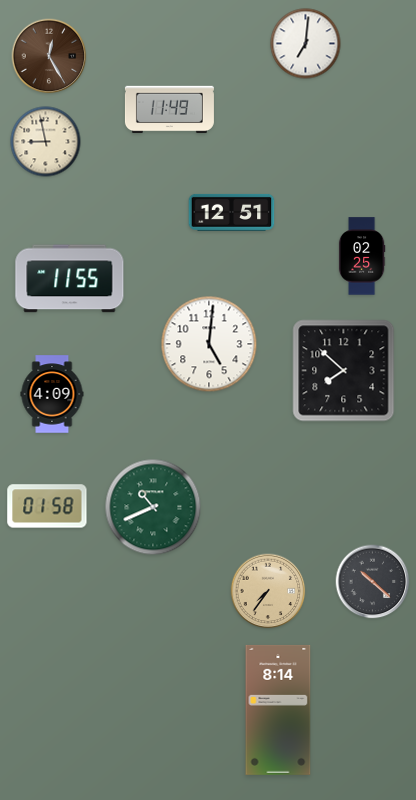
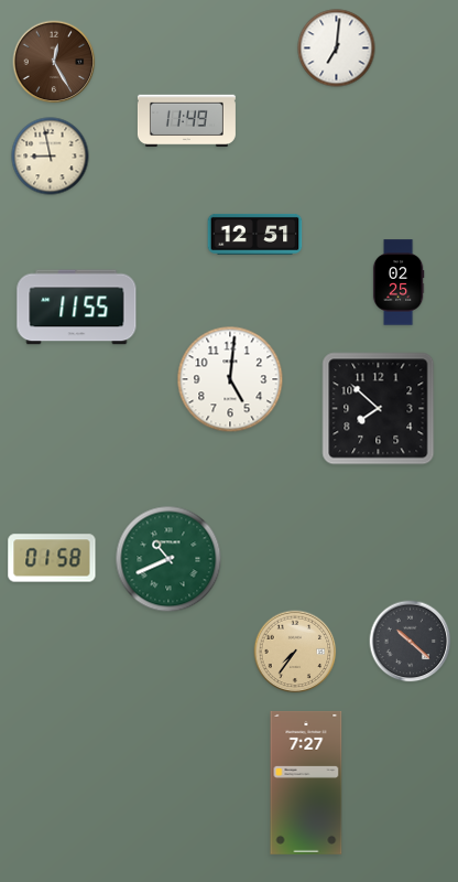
clock at (52, 394): 4:09 -> none
clock at (278, 710): 8:14 -> 7:27
